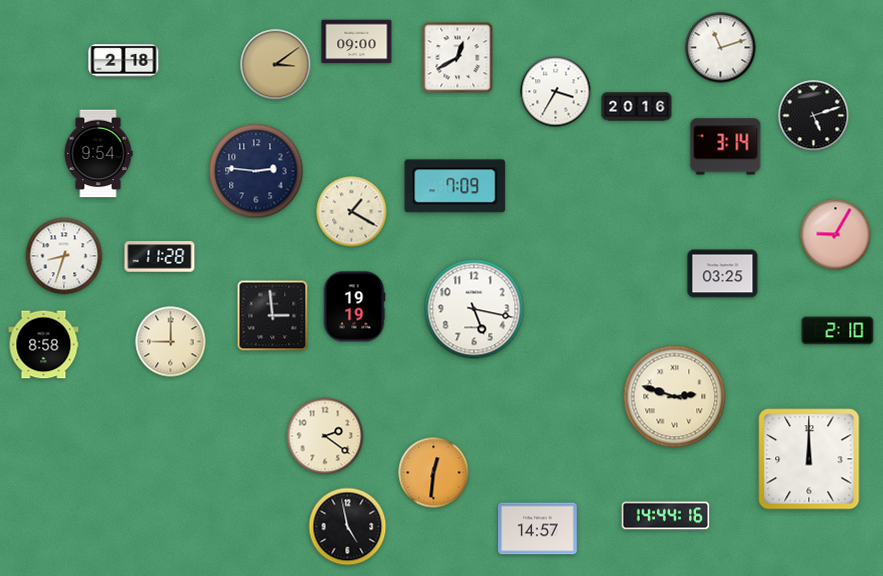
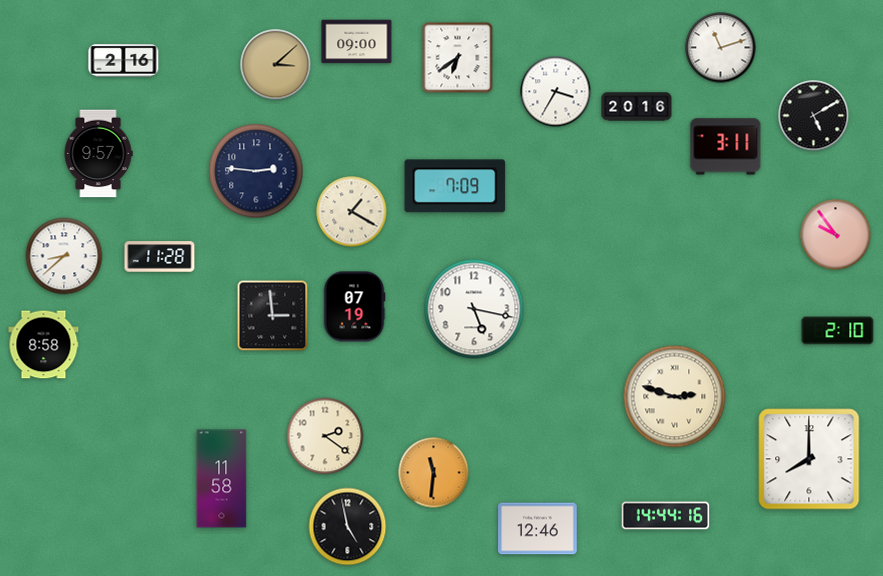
clock at (458, 58): 12:40 -> 6:39
clock at (124, 61): 2:18 -> 2:16
clock at (276, 65): 3:09 -> 3:08
clock at (814, 116): 5:12 -> 5:10
clock at (726, 147): 3:14 -> 3:11
clock at (98, 154): 9:54 -> 9:57
clock at (836, 235): 9:05 -> 9:54
clock at (64, 256): 8:33 -> 8:38
clock at (723, 274): 03:25 -> none
clock at (354, 307): 19:19 -> 07:19
clock at (171, 342): 9:00 -> none
clock at (809, 459): 12:00 -> 8:00
clock at (434, 473): 12:31 -> 11:31
clock at (222, 479): none -> 11:58
clock at (538, 529): 14:57 -> 12:46
